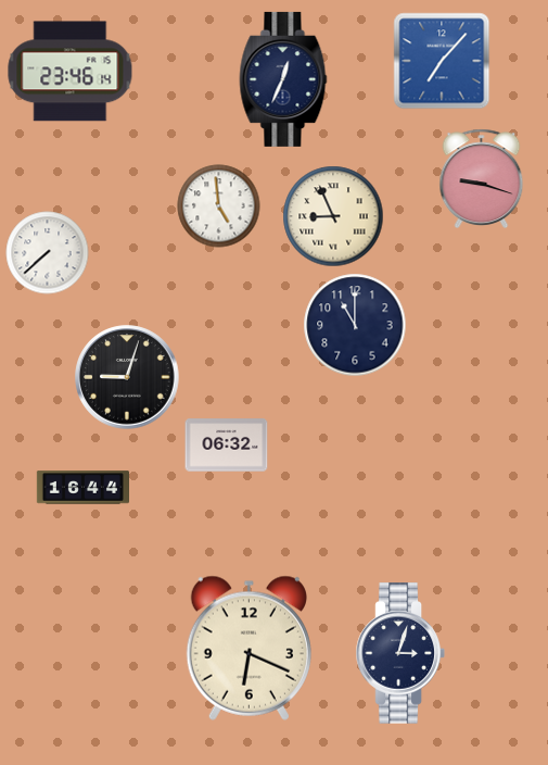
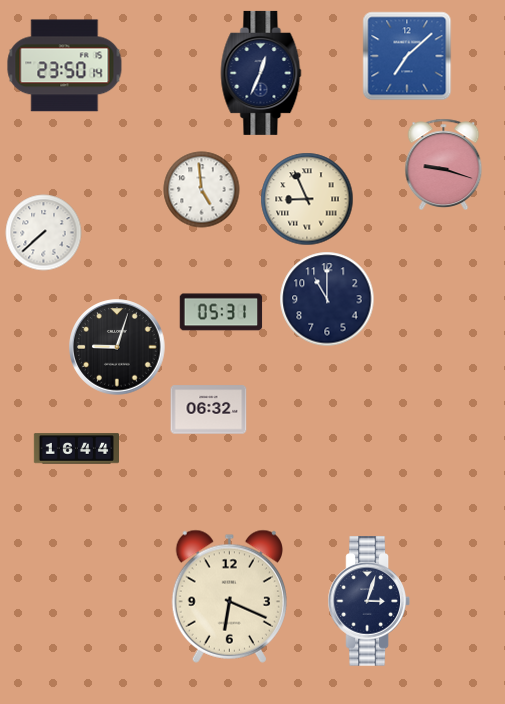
clock at (442, 61): 7:07 -> 7:08
clock at (71, 72): 23:46 -> 23:50
clock at (221, 312): none -> 05:31
